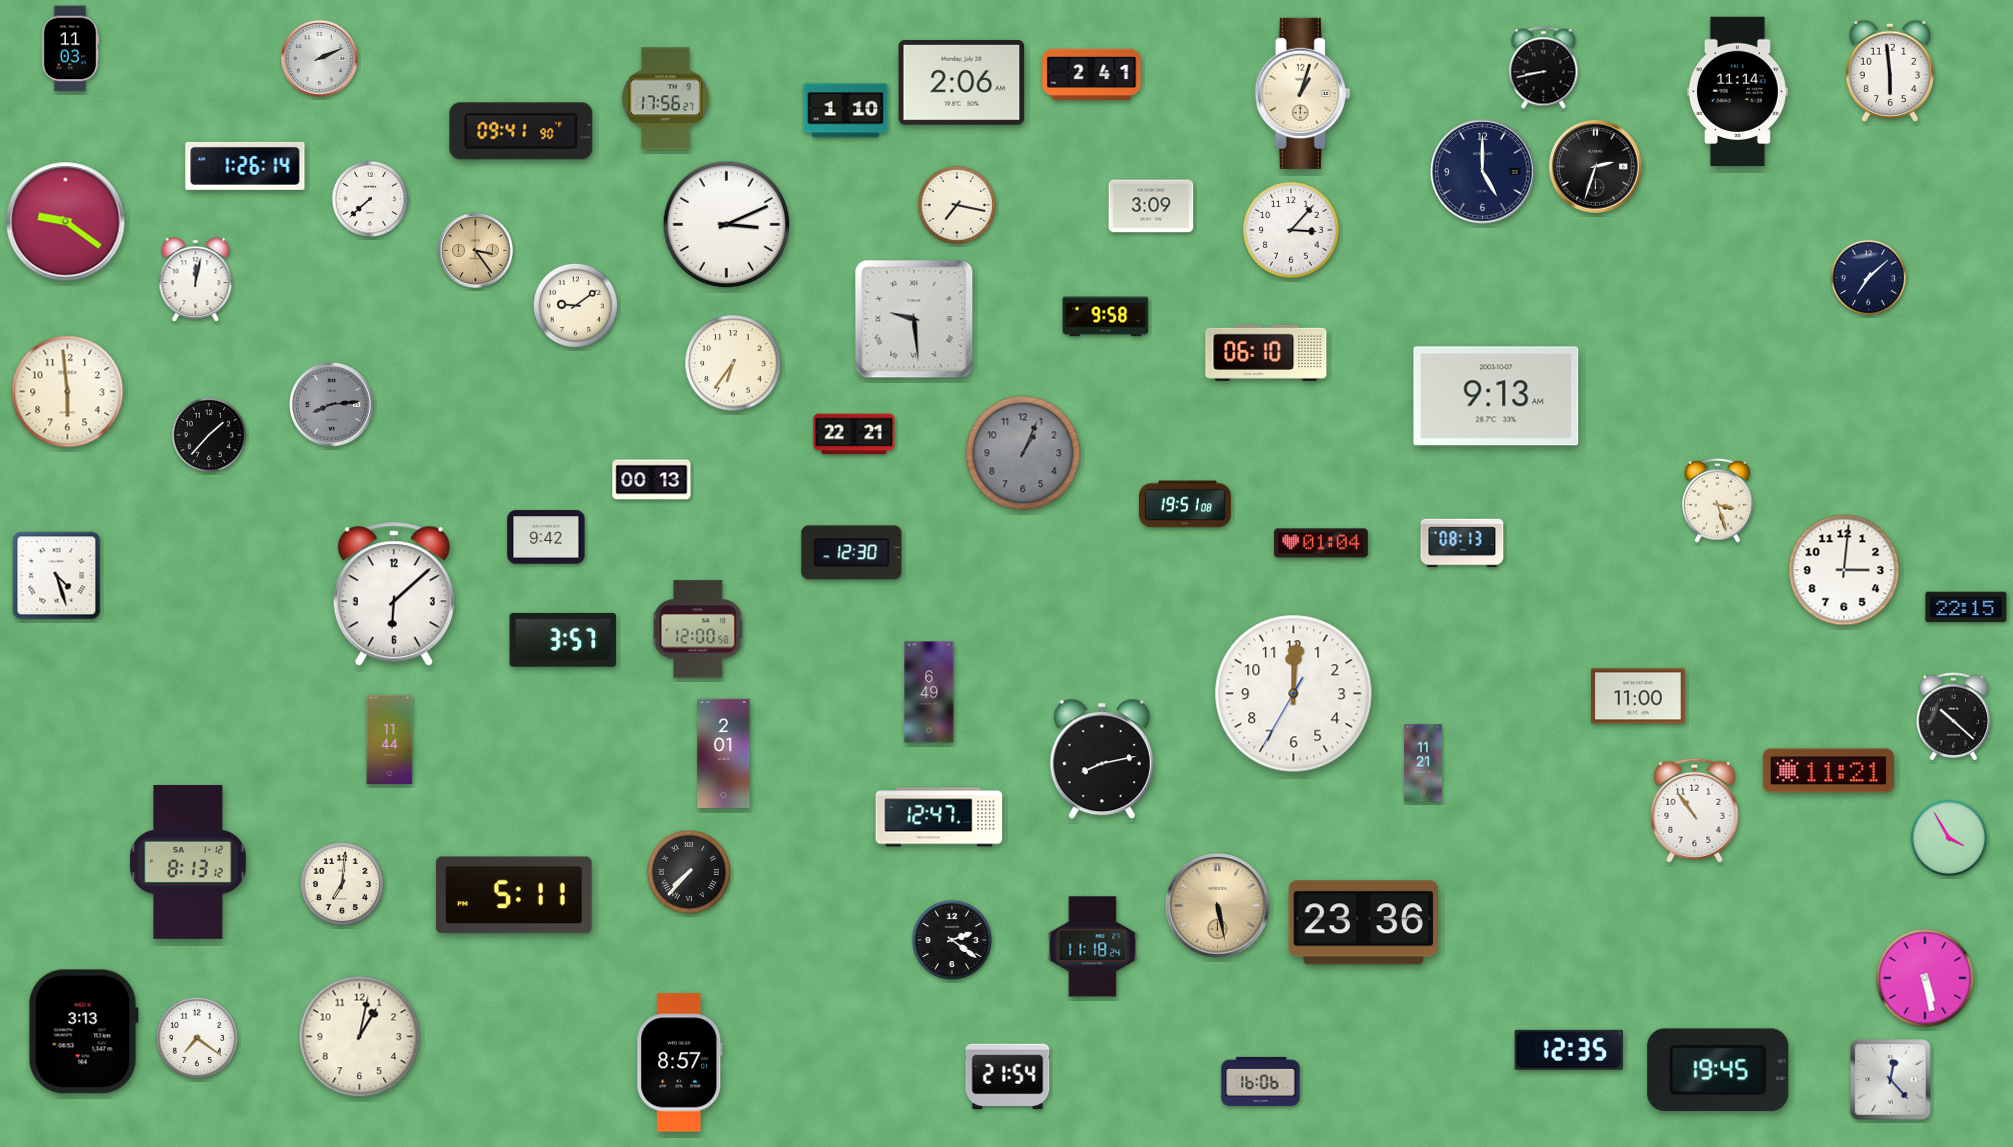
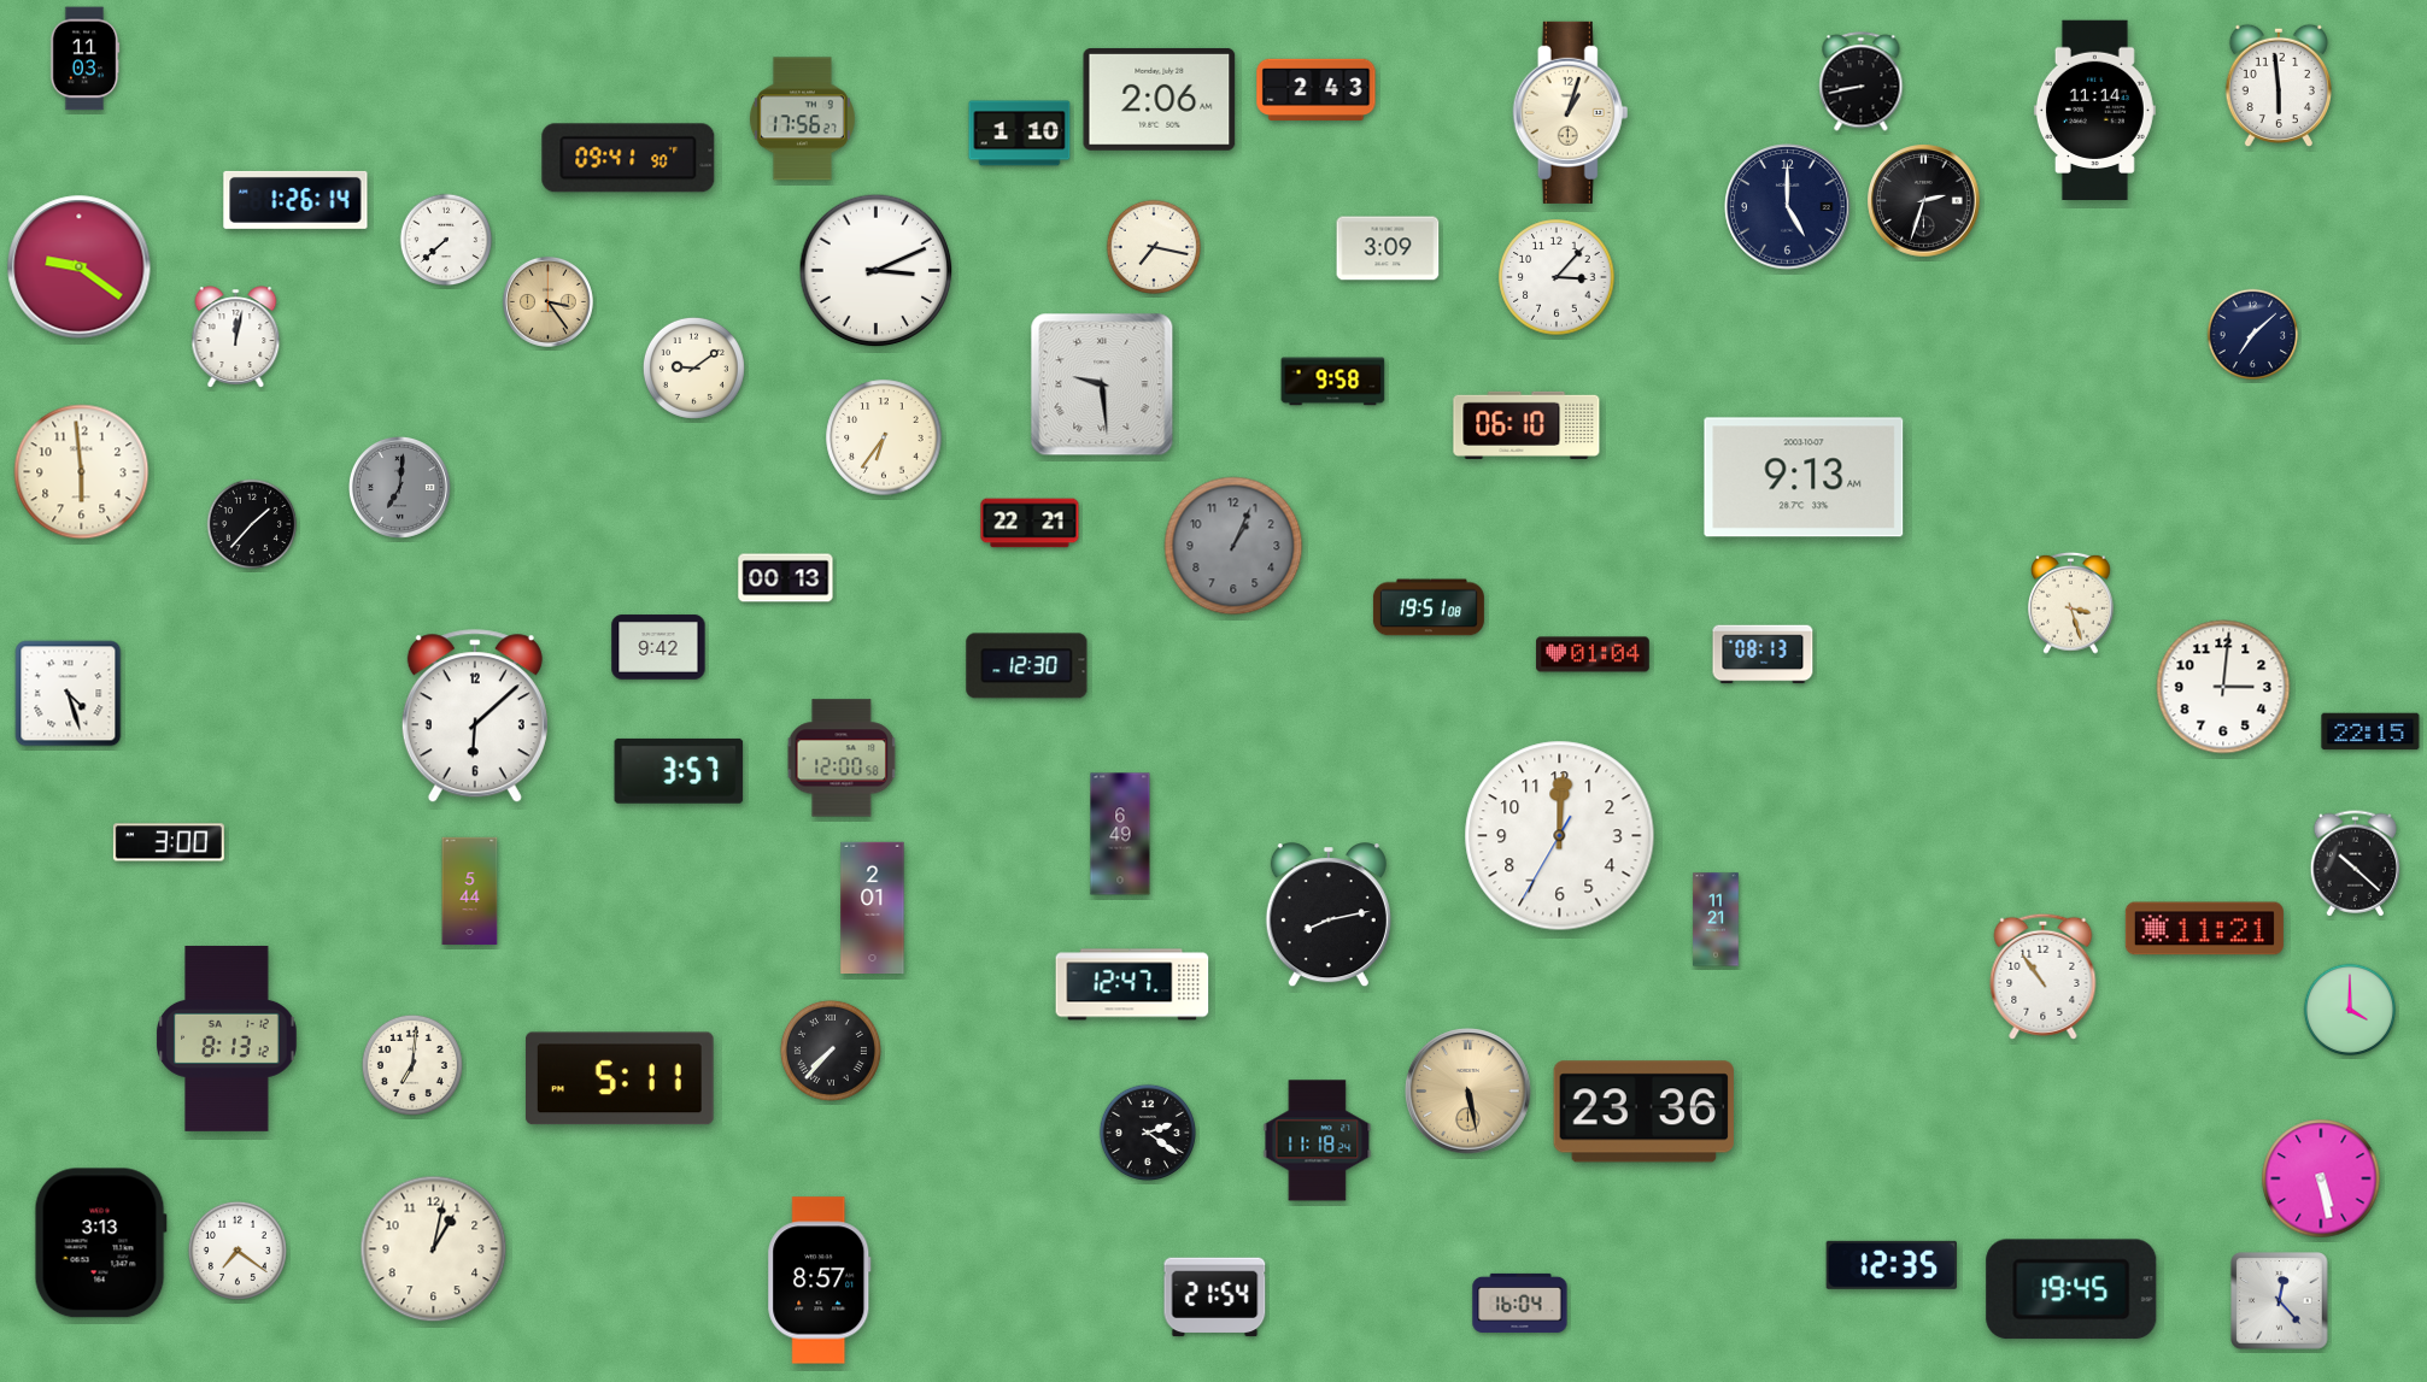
clock at (319, 58): 2:11 -> none
clock at (1092, 74): 2:41 -> 2:43
clock at (475, 250) position: (475, 250) -> (547, 301)
clock at (331, 404): 8:14 -> 7:01
clock at (1639, 696): 11:00 -> none
clock at (169, 842): none -> 3:00
clock at (390, 740): 11:44 -> 5:44
clock at (1949, 838): 3:55 -> 4:00
clock at (1261, 1081): 16:06 -> 16:04
